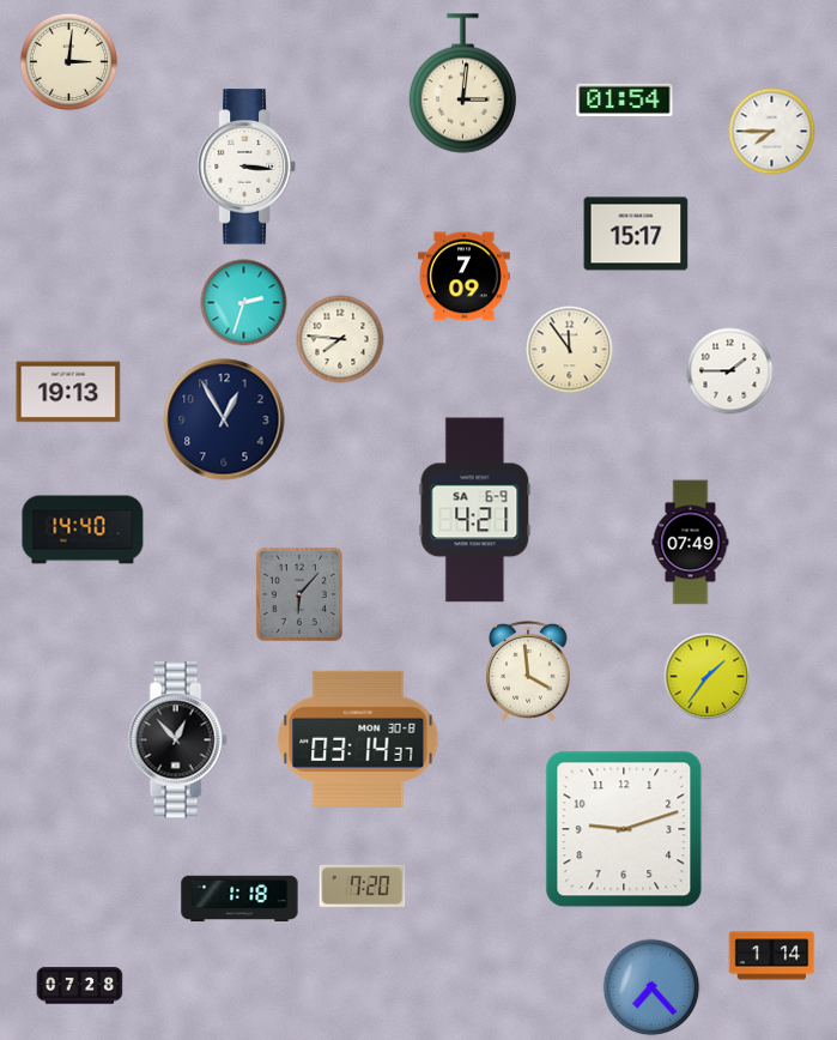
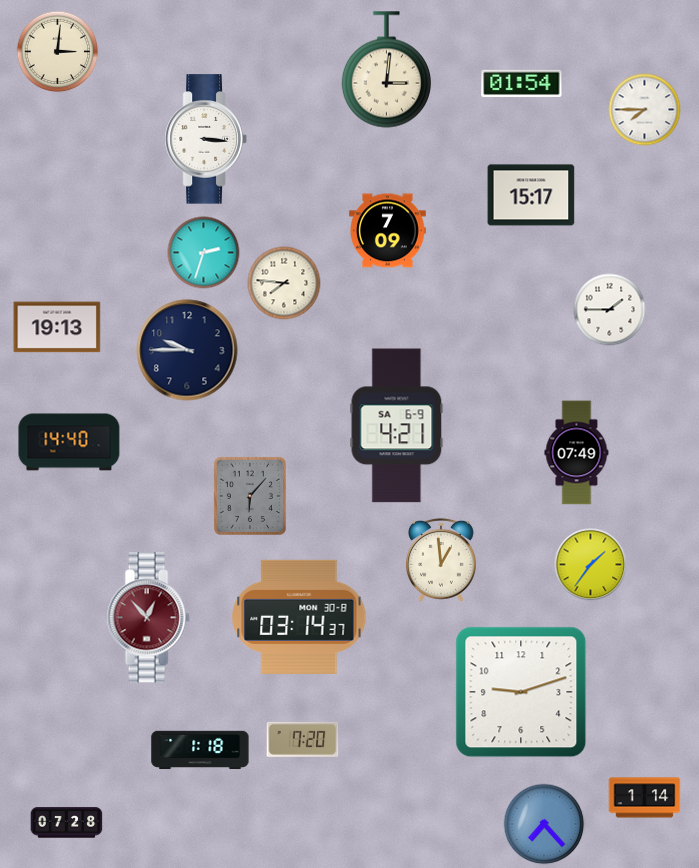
clock at (570, 350): 11:54 -> none
clock at (224, 419): 12:55 -> 9:45
clock at (528, 671): 3:59 -> 12:59
clock at (177, 740) dial: black -> burgundy
